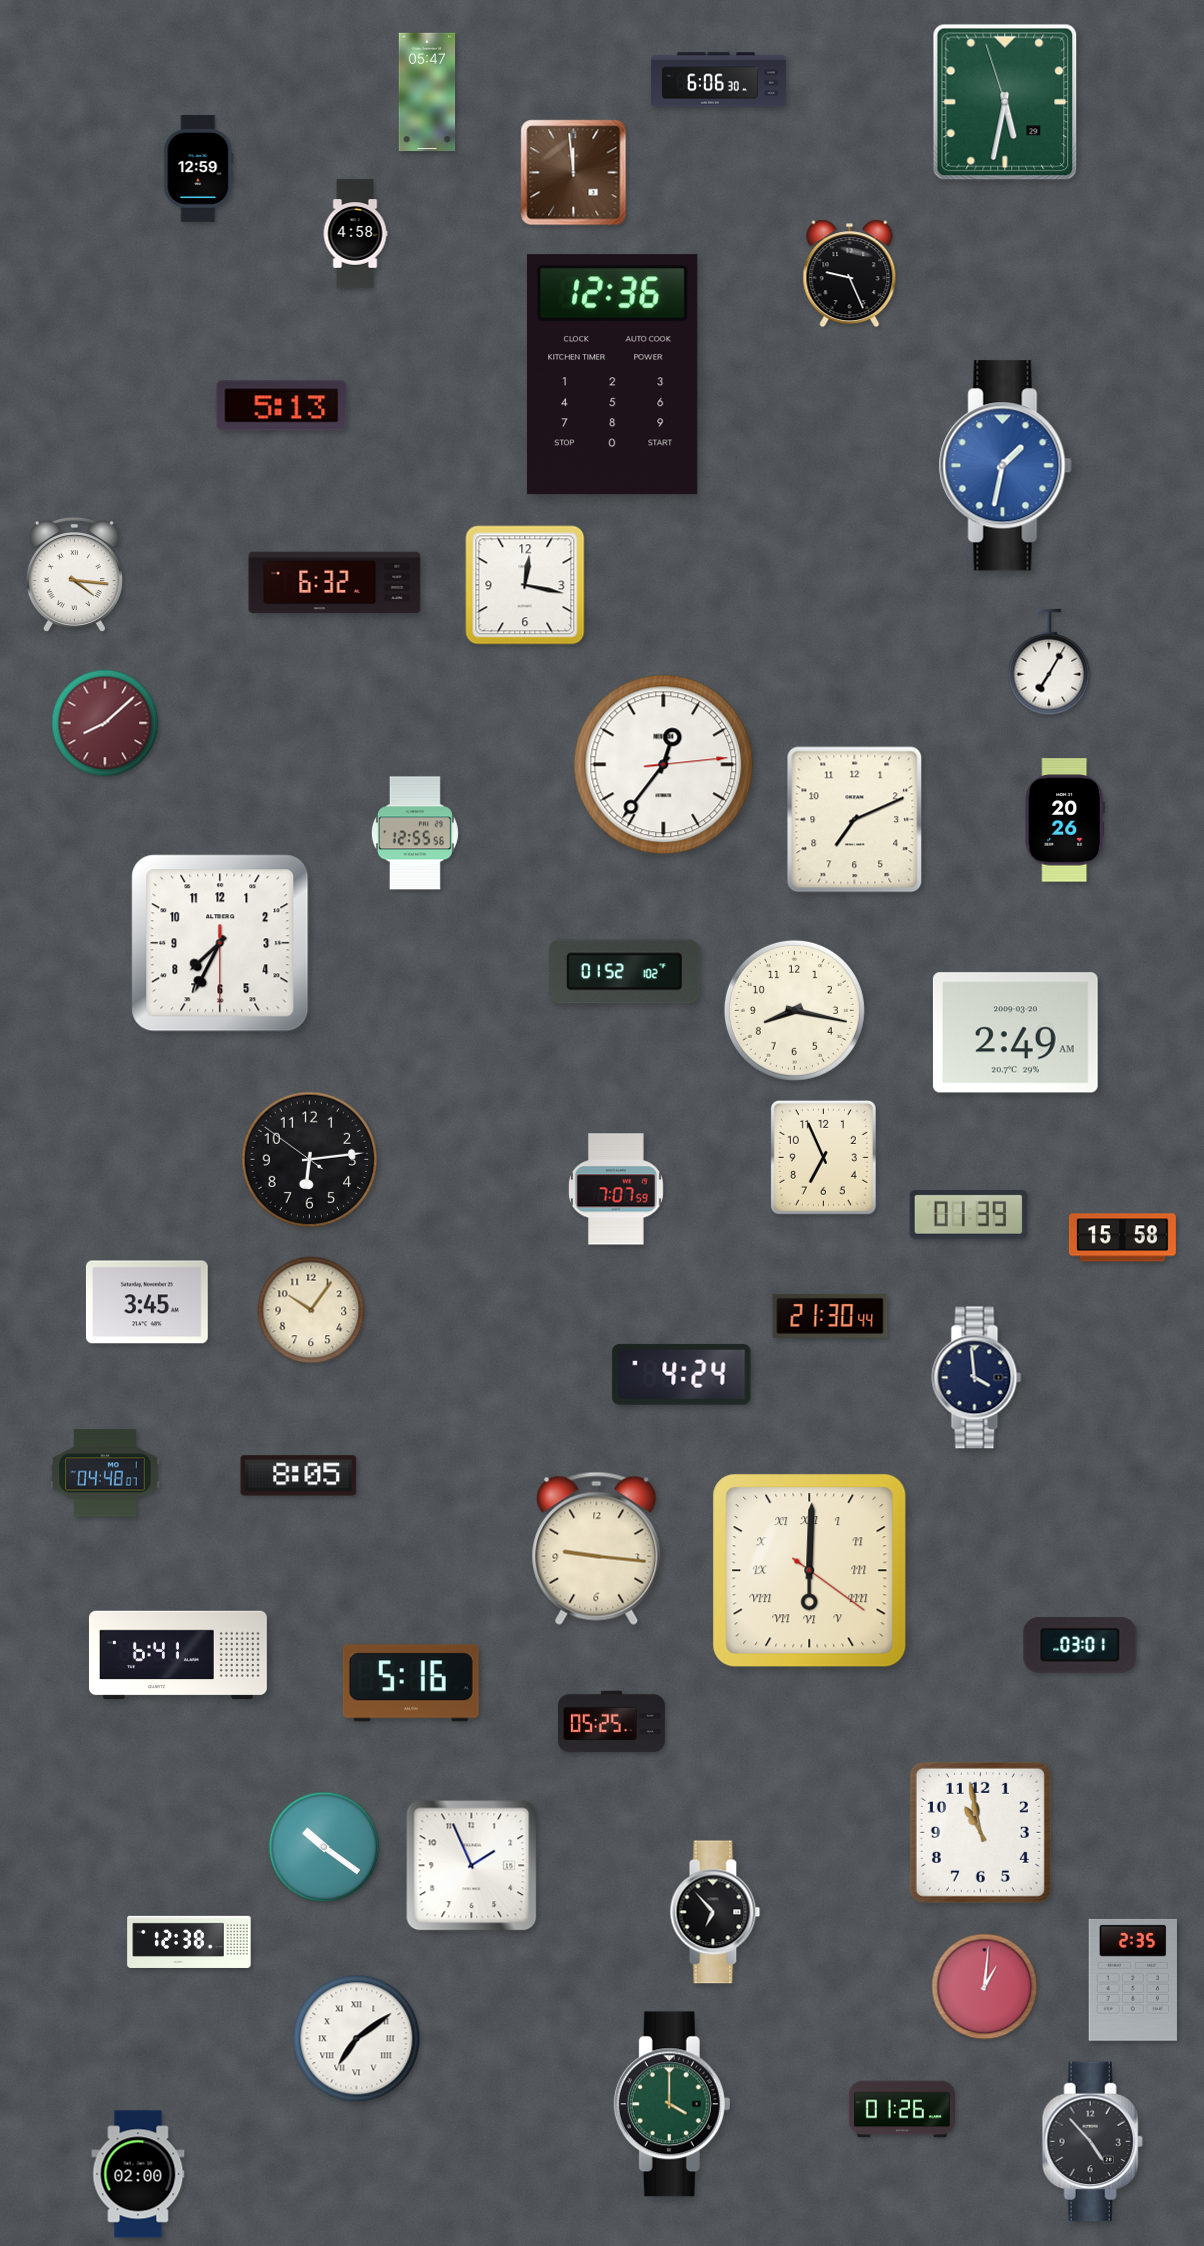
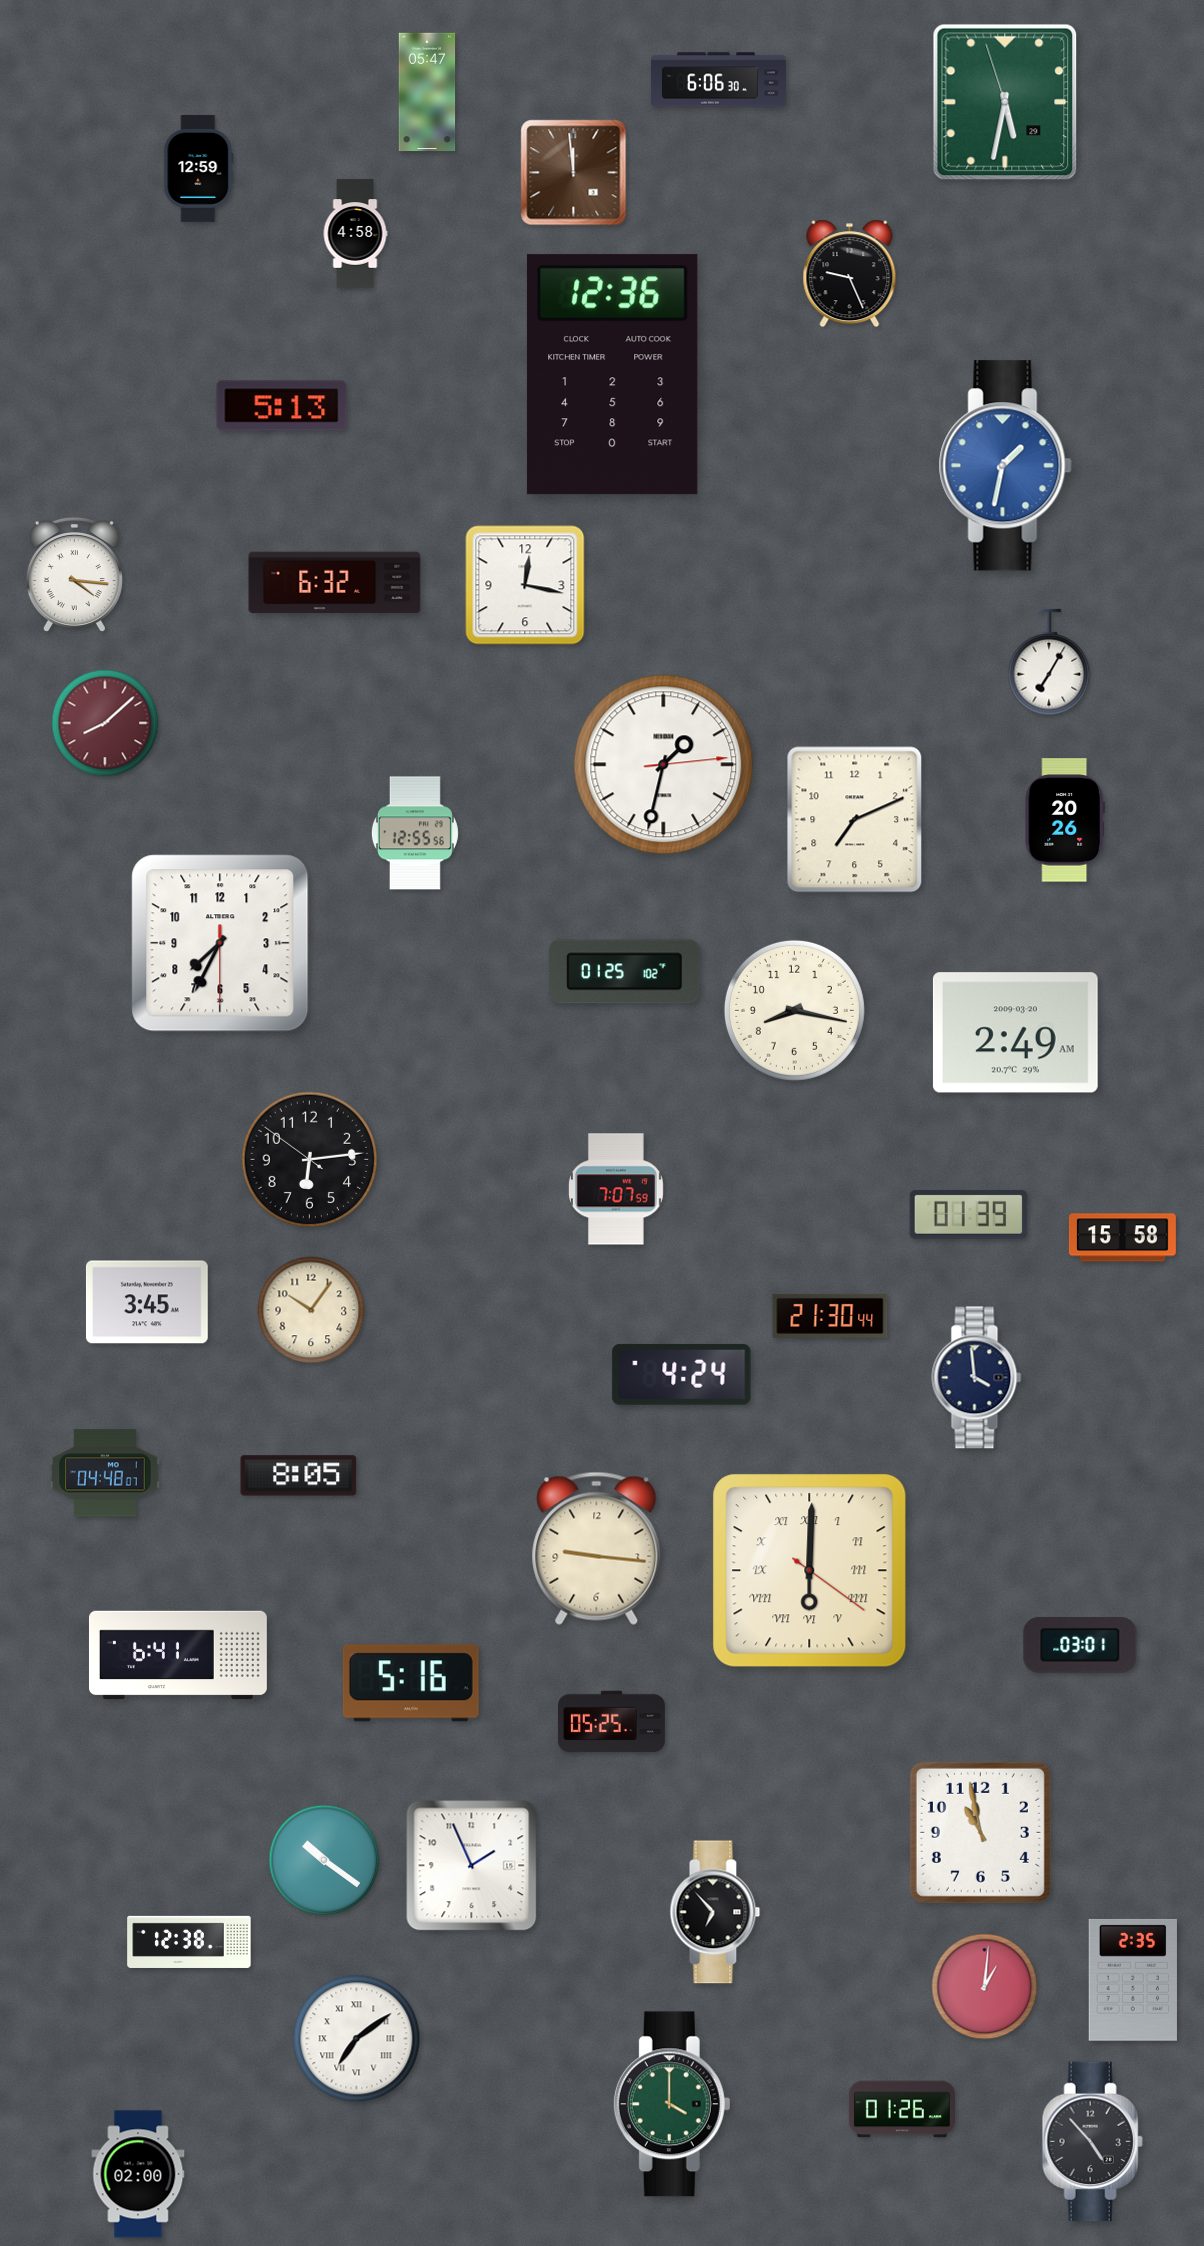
clock at (664, 765): 12:36 -> 1:32
clock at (624, 972): 01:52 -> 01:25
clock at (823, 1157): 6:56 -> none
clock at (324, 1847) position: (324, 1847) -> (324, 1860)
